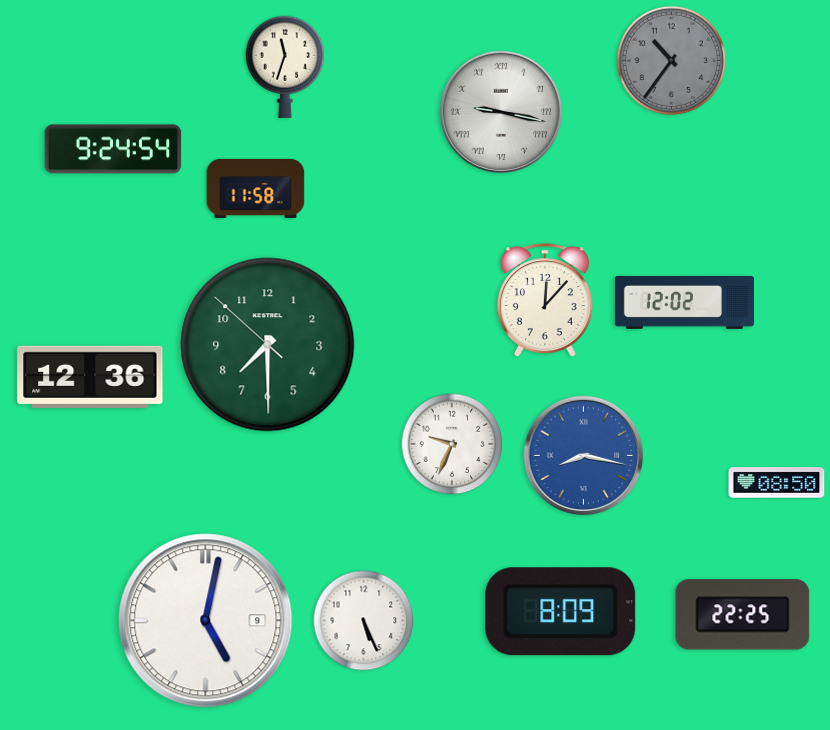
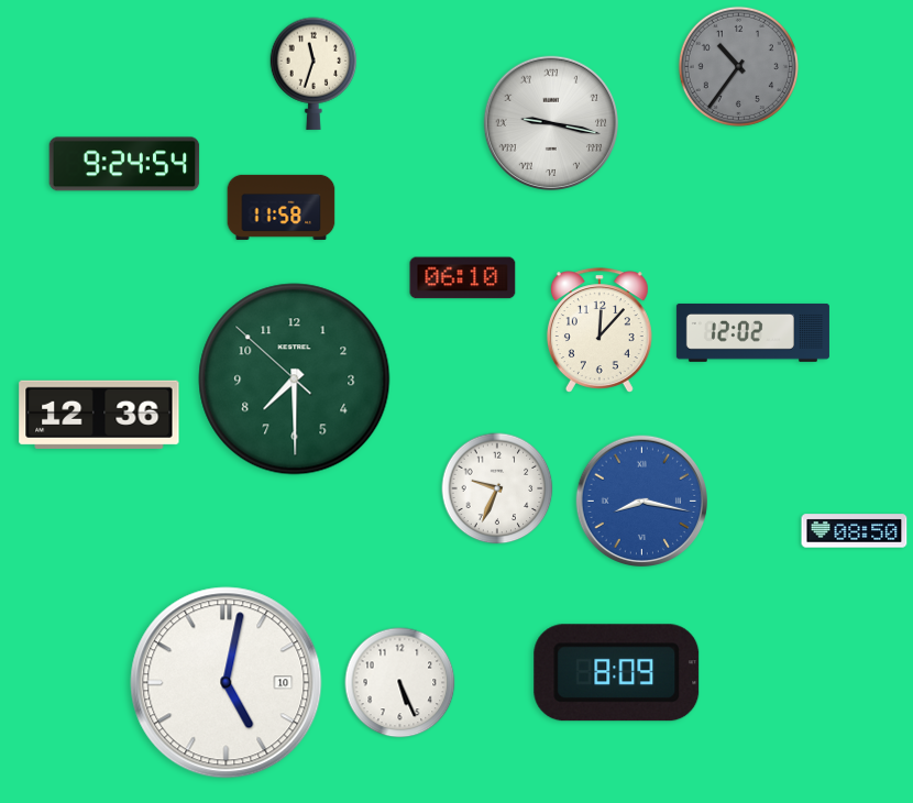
clock at (463, 278): none -> 06:10
clock at (743, 615): 22:25 -> none
clock at (206, 621) date: 9 -> 10
